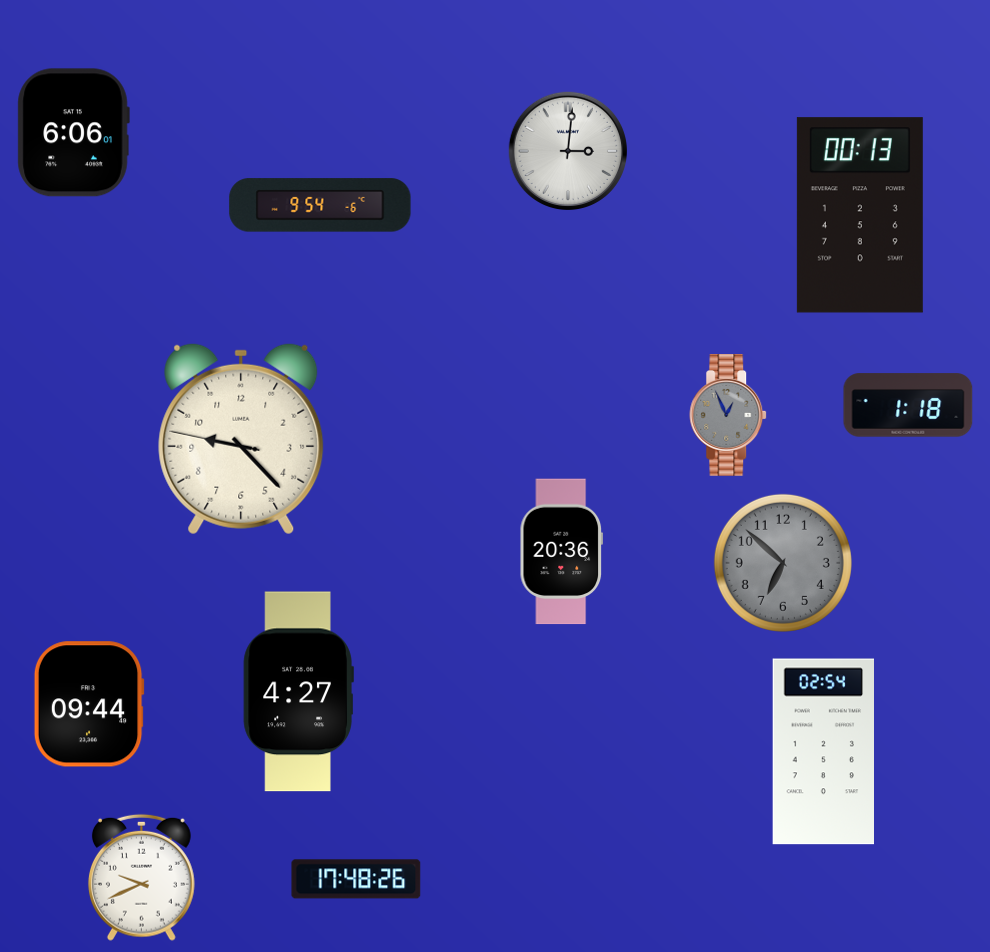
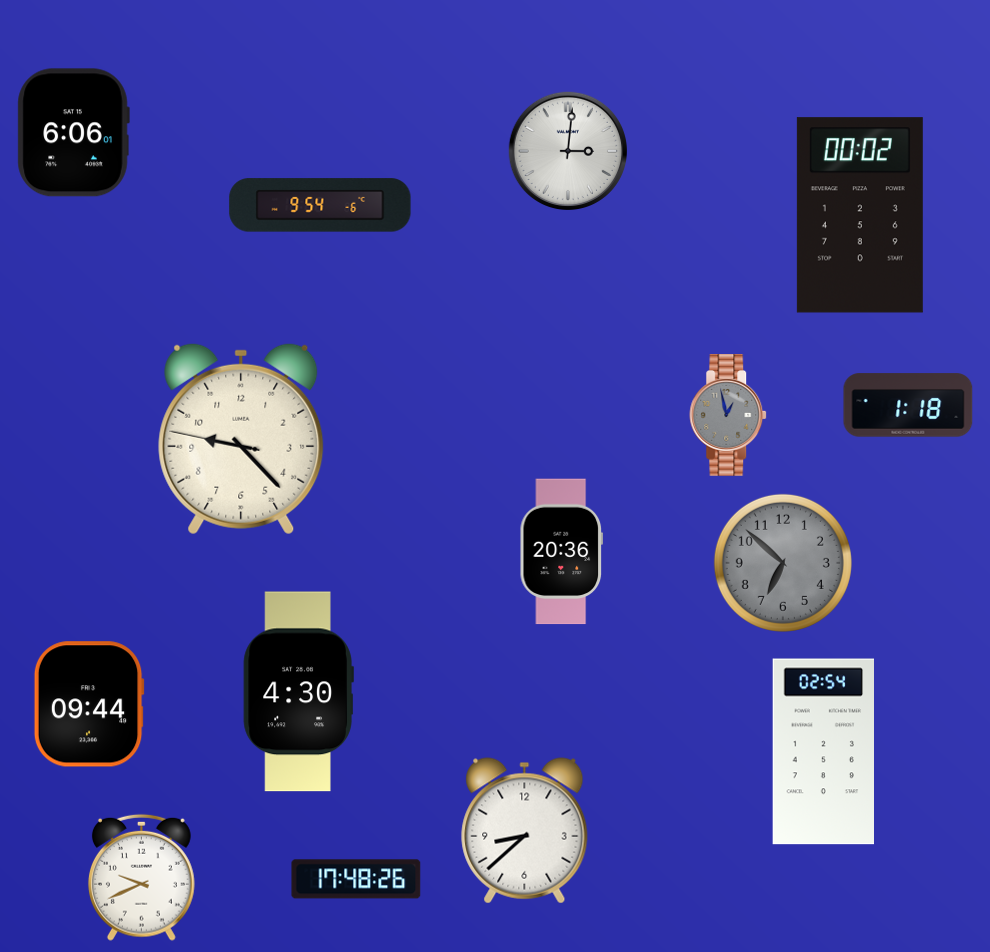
clock at (860, 215): 00:13 -> 00:02
clock at (729, 416): 12:56 -> 12:58
clock at (298, 692): 4:27 -> 4:30
clock at (525, 831): none -> 8:38
